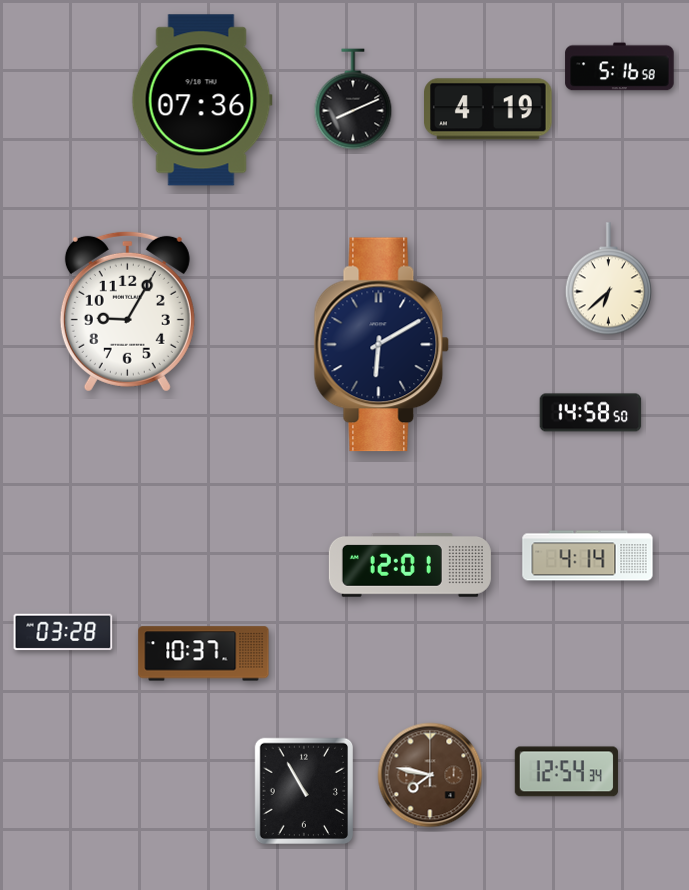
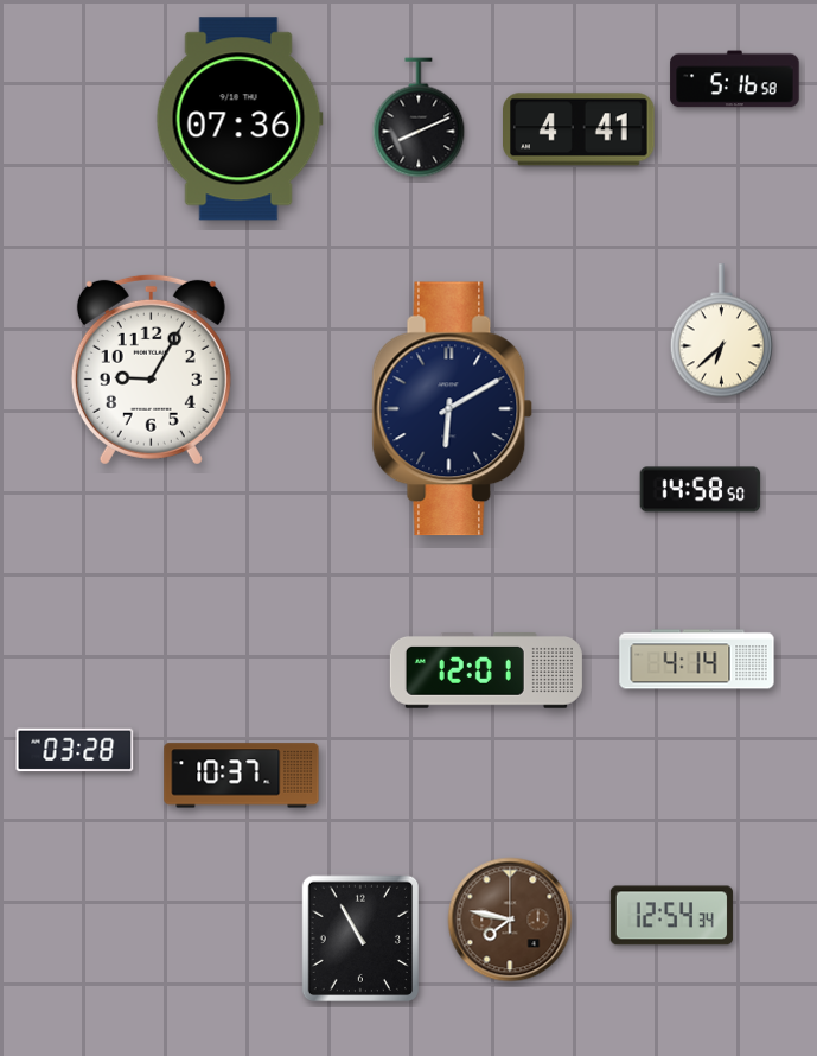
clock at (489, 109): 4:19 -> 4:41
